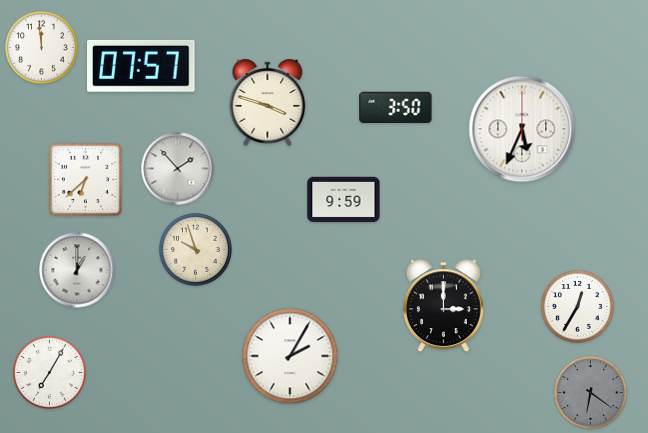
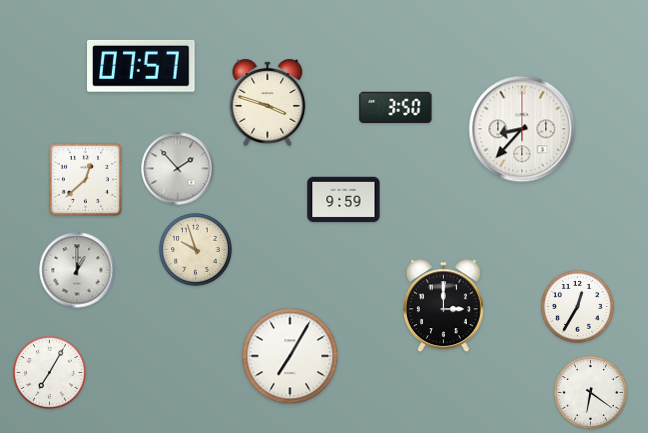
clock at (42, 48): 11:59 -> none
clock at (522, 129): 5:34 -> 8:37
clock at (85, 179): 6:38 -> 12:38
clock at (290, 356): 2:05 -> 7:05
clock at (591, 393) dial: grey -> white
